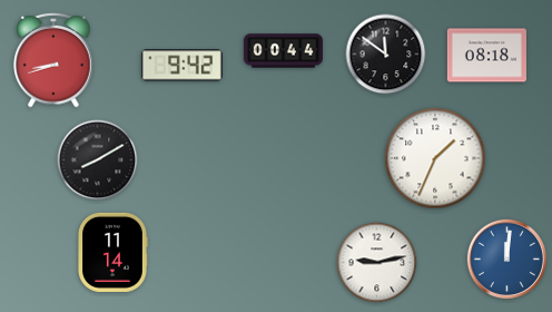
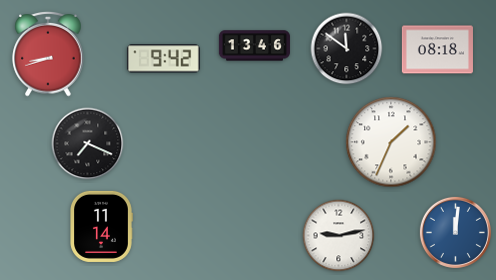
clock at (283, 51): 00:44 -> 13:46
clock at (98, 160): 8:10 -> 7:19
